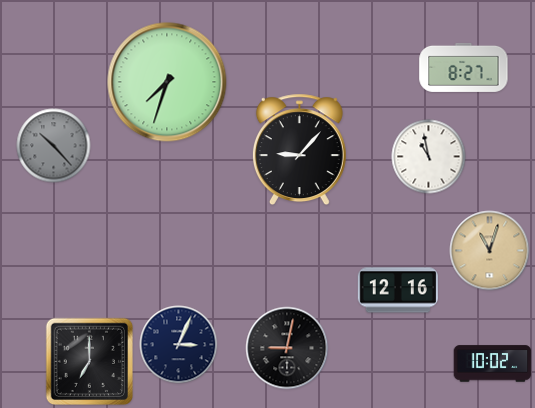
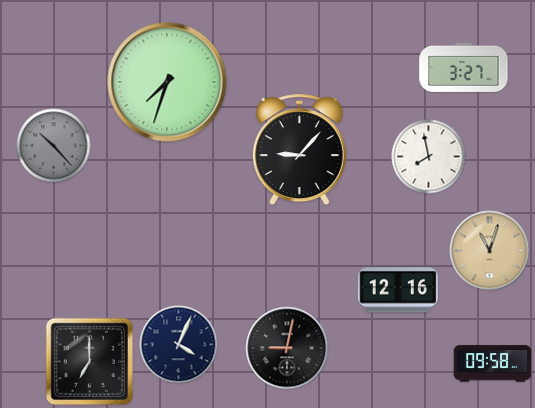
clock at (464, 67): 8:27 -> 3:27
clock at (429, 157): 10:58 -> 7:58
clock at (179, 345): 3:04 -> 4:04
clock at (493, 364): 10:02 -> 09:58
